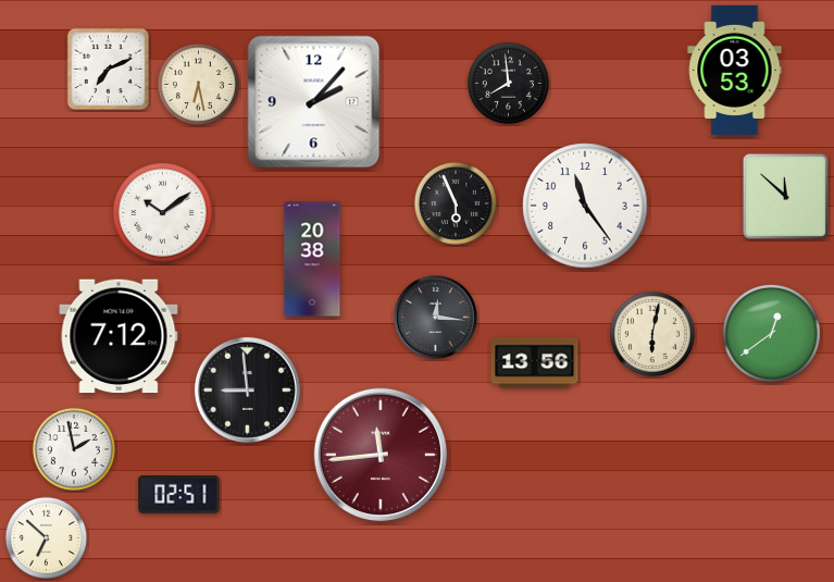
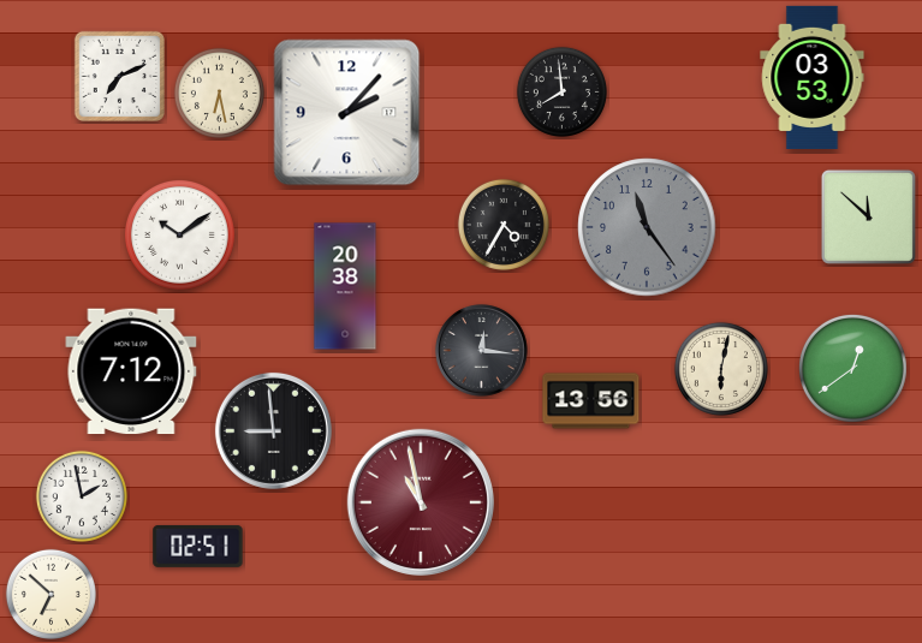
clock at (456, 203): 5:56 -> 4:35
clock at (585, 206) dial: white -> grey
clock at (381, 455): 11:44 -> 10:58
